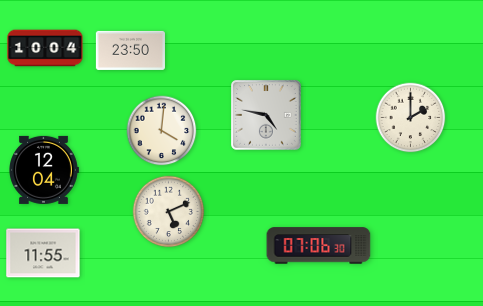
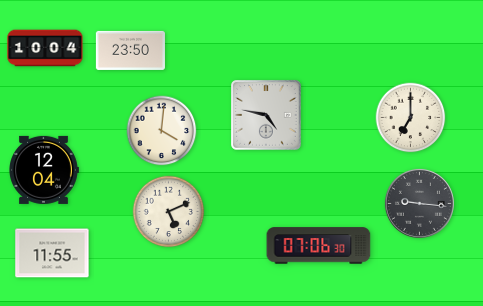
clock at (411, 118): 2:00 -> 7:00
clock at (419, 203): none -> 9:16
clock at (43, 253) position: (43, 253) -> (52, 253)
